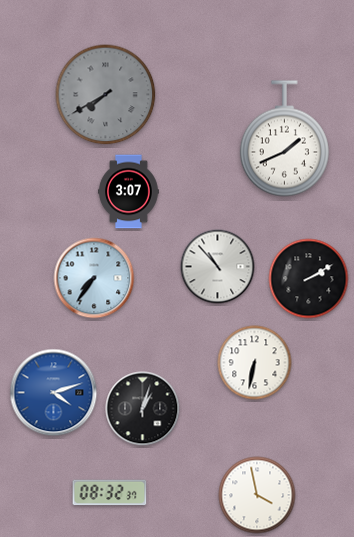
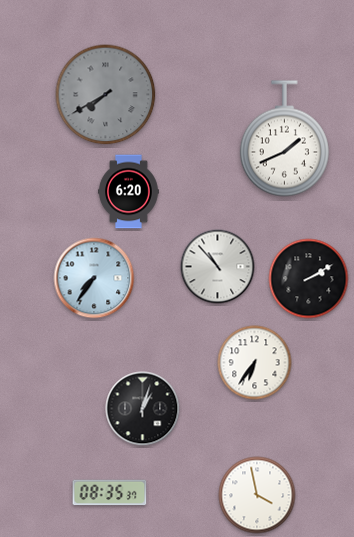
clock at (129, 192): 3:07 -> 6:20
clock at (255, 363): 6:32 -> 6:36
clock at (54, 393): 4:12 -> none
clock at (110, 493): 08:32 -> 08:35
